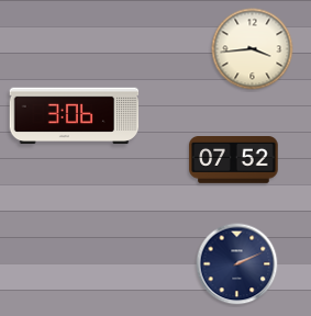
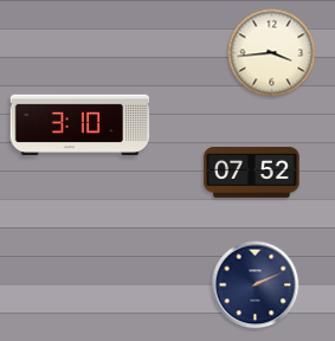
clock at (75, 116): 3:06 -> 3:10
